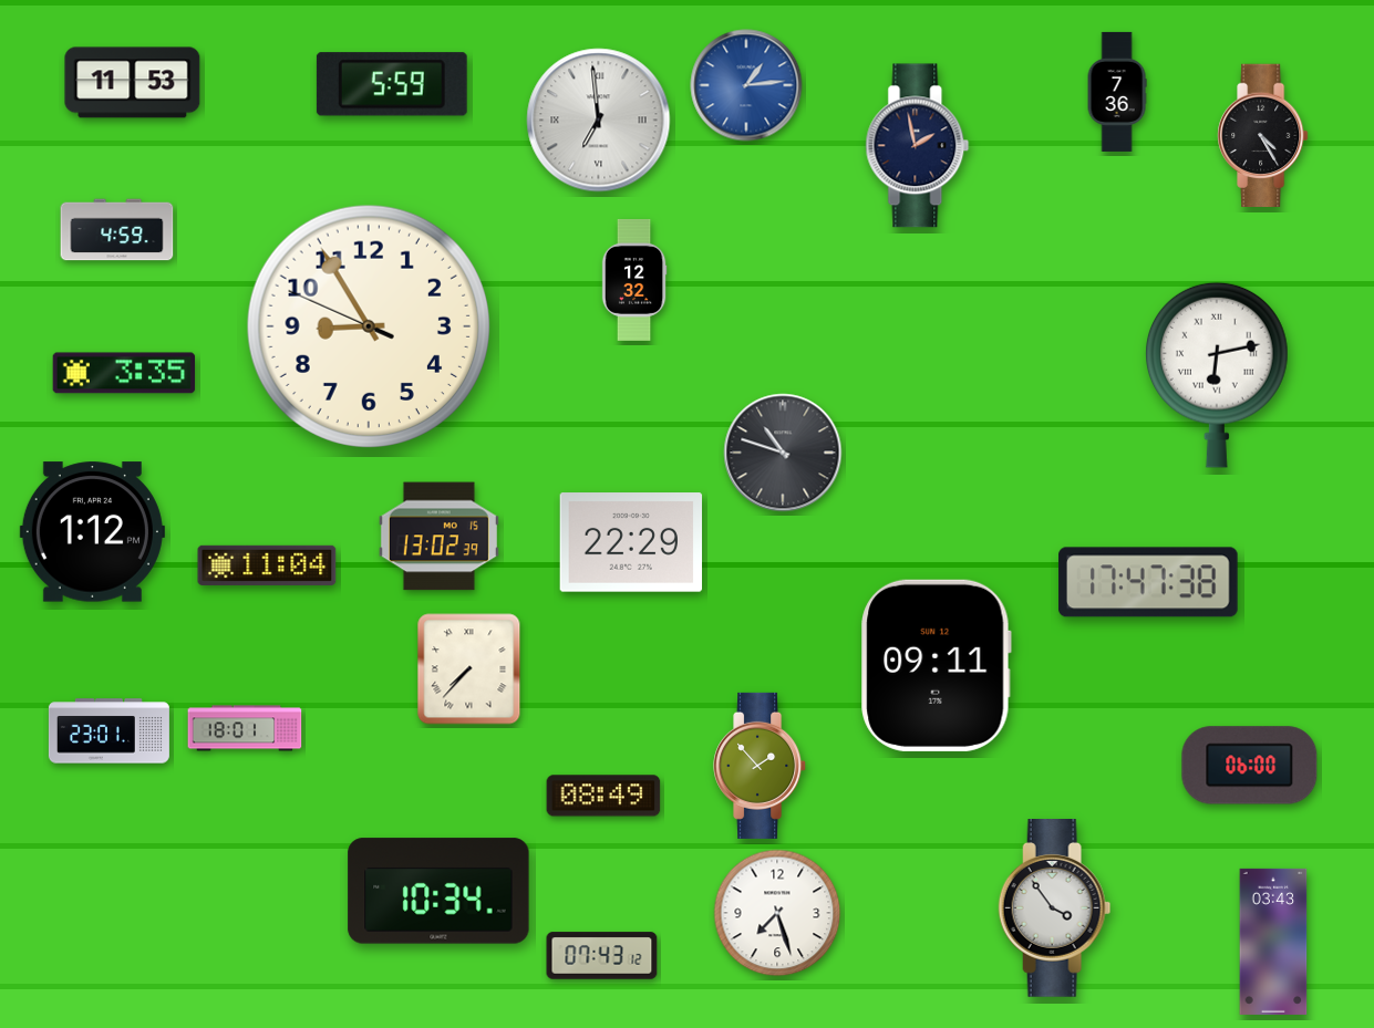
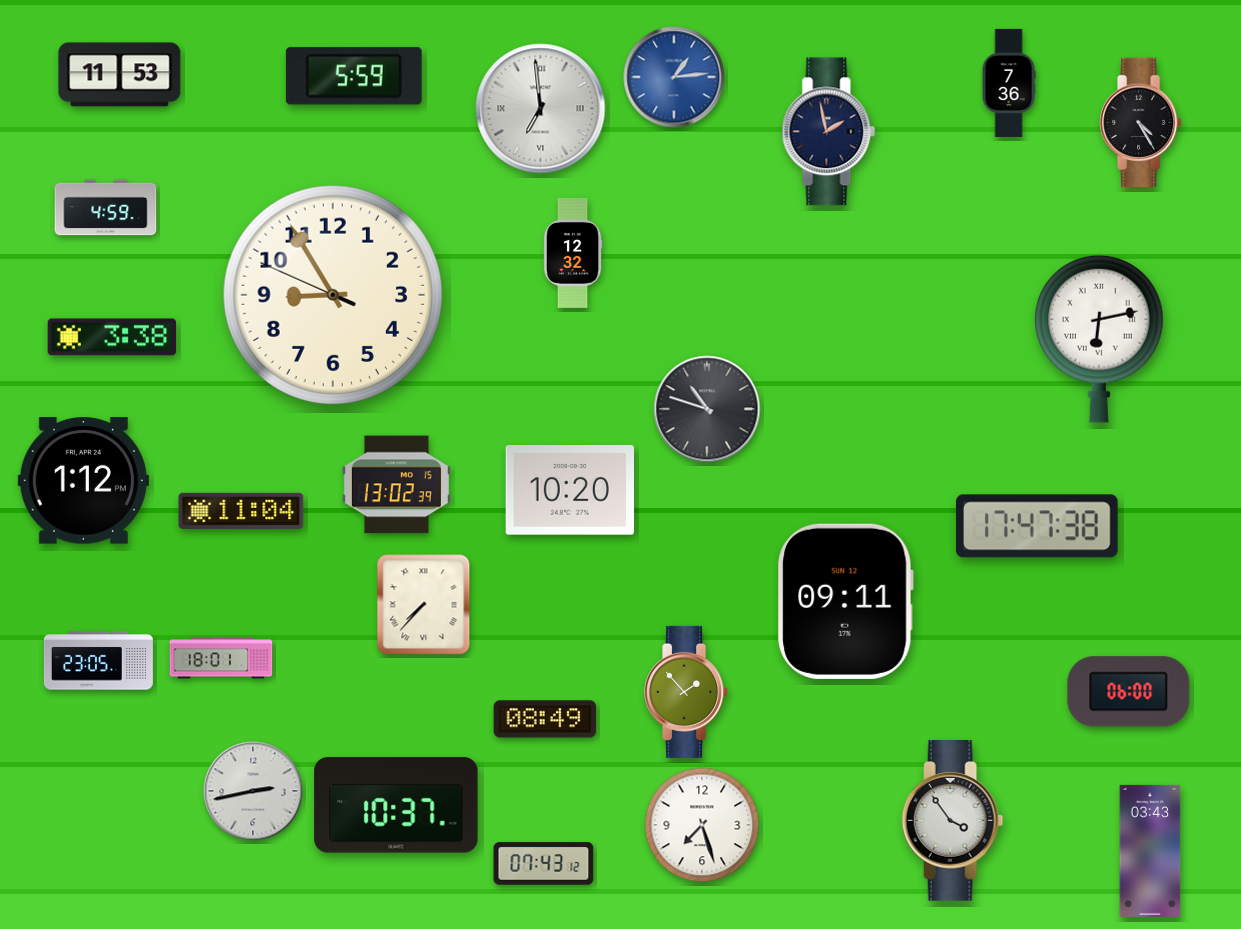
clock at (124, 373): 3:35 -> 3:38
clock at (631, 542): 22:29 -> 10:20
clock at (109, 731): 23:01 -> 23:05
clock at (253, 791): none -> 2:43
clock at (438, 891): 10:34 -> 10:37
